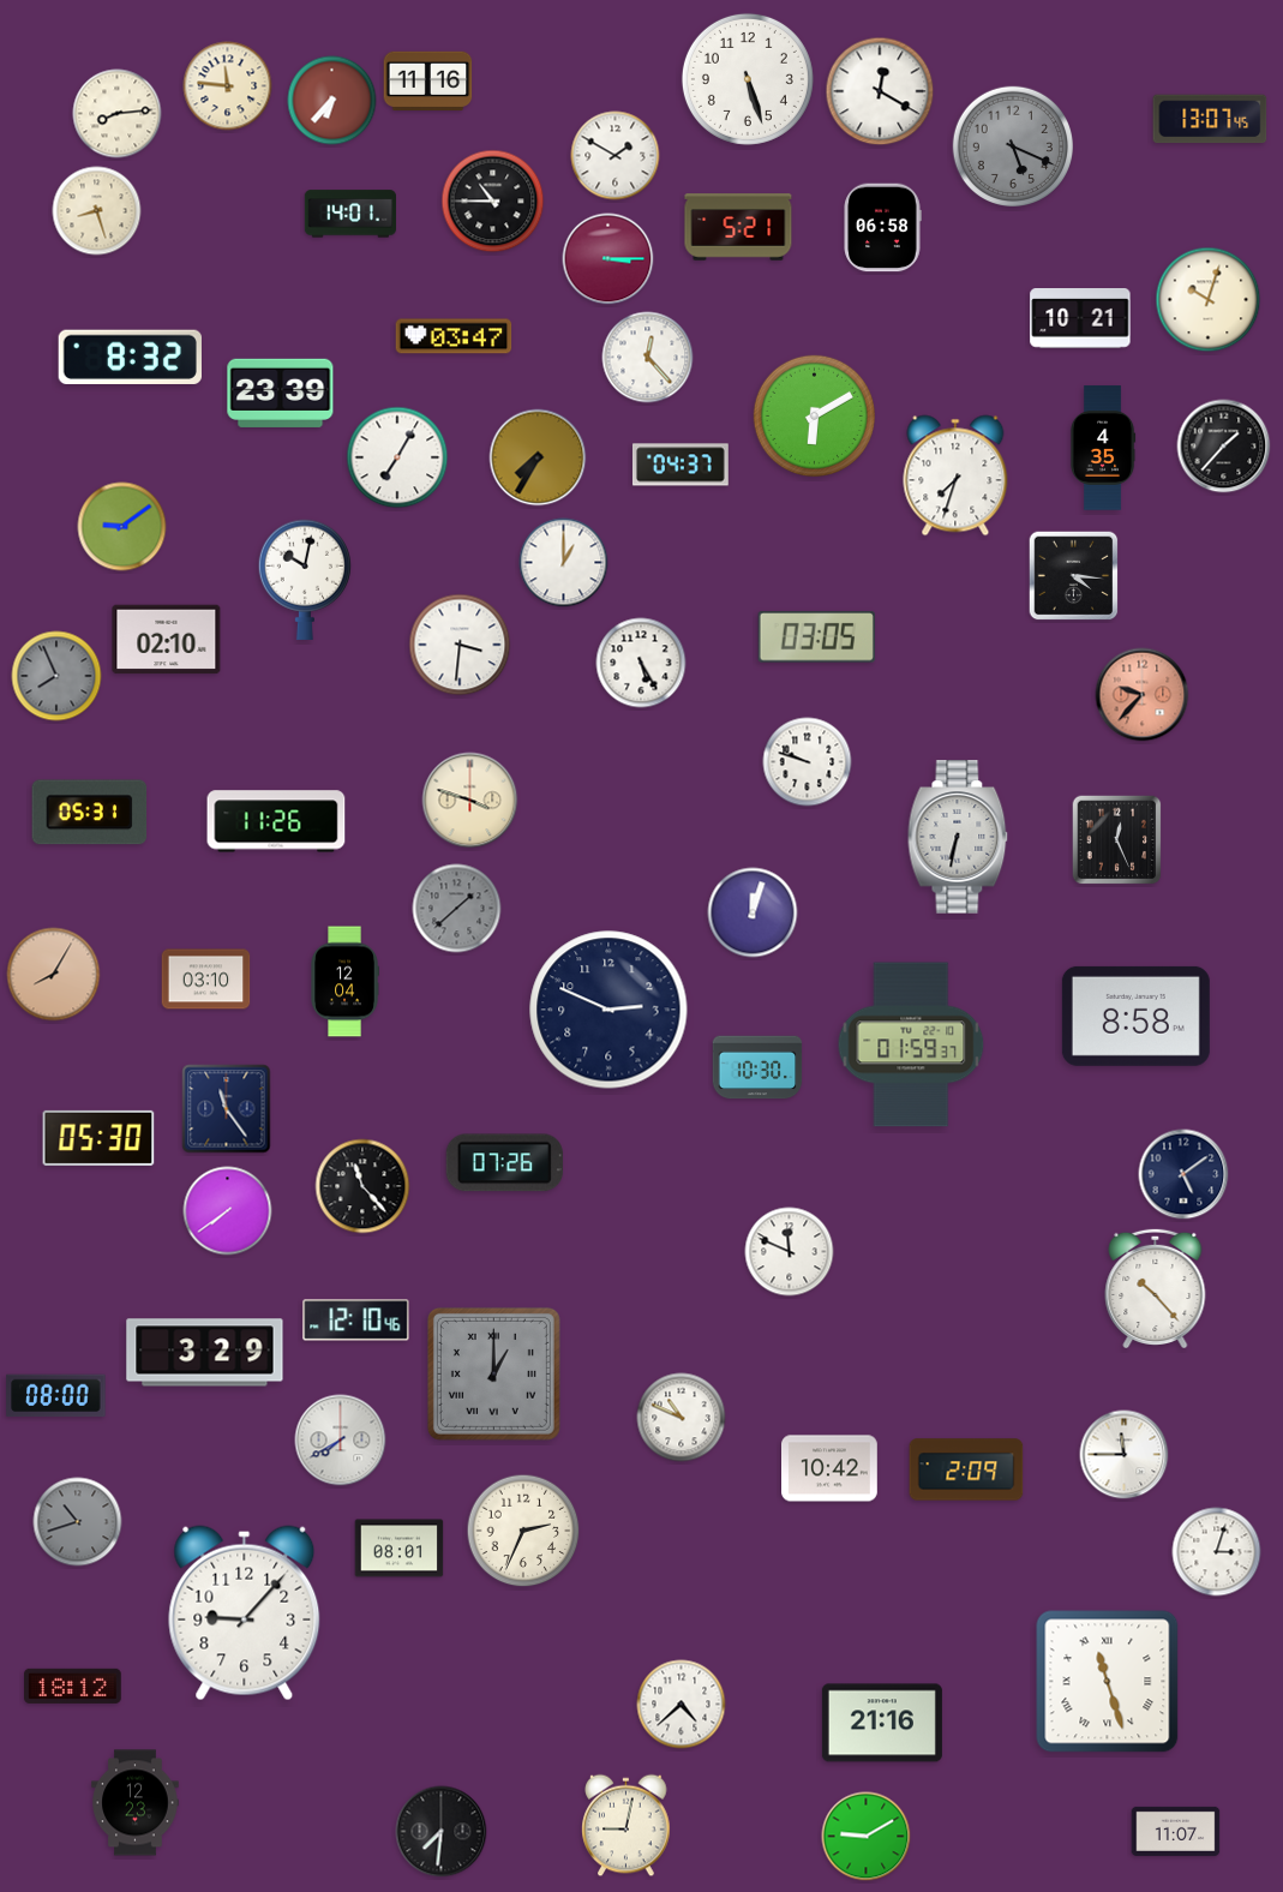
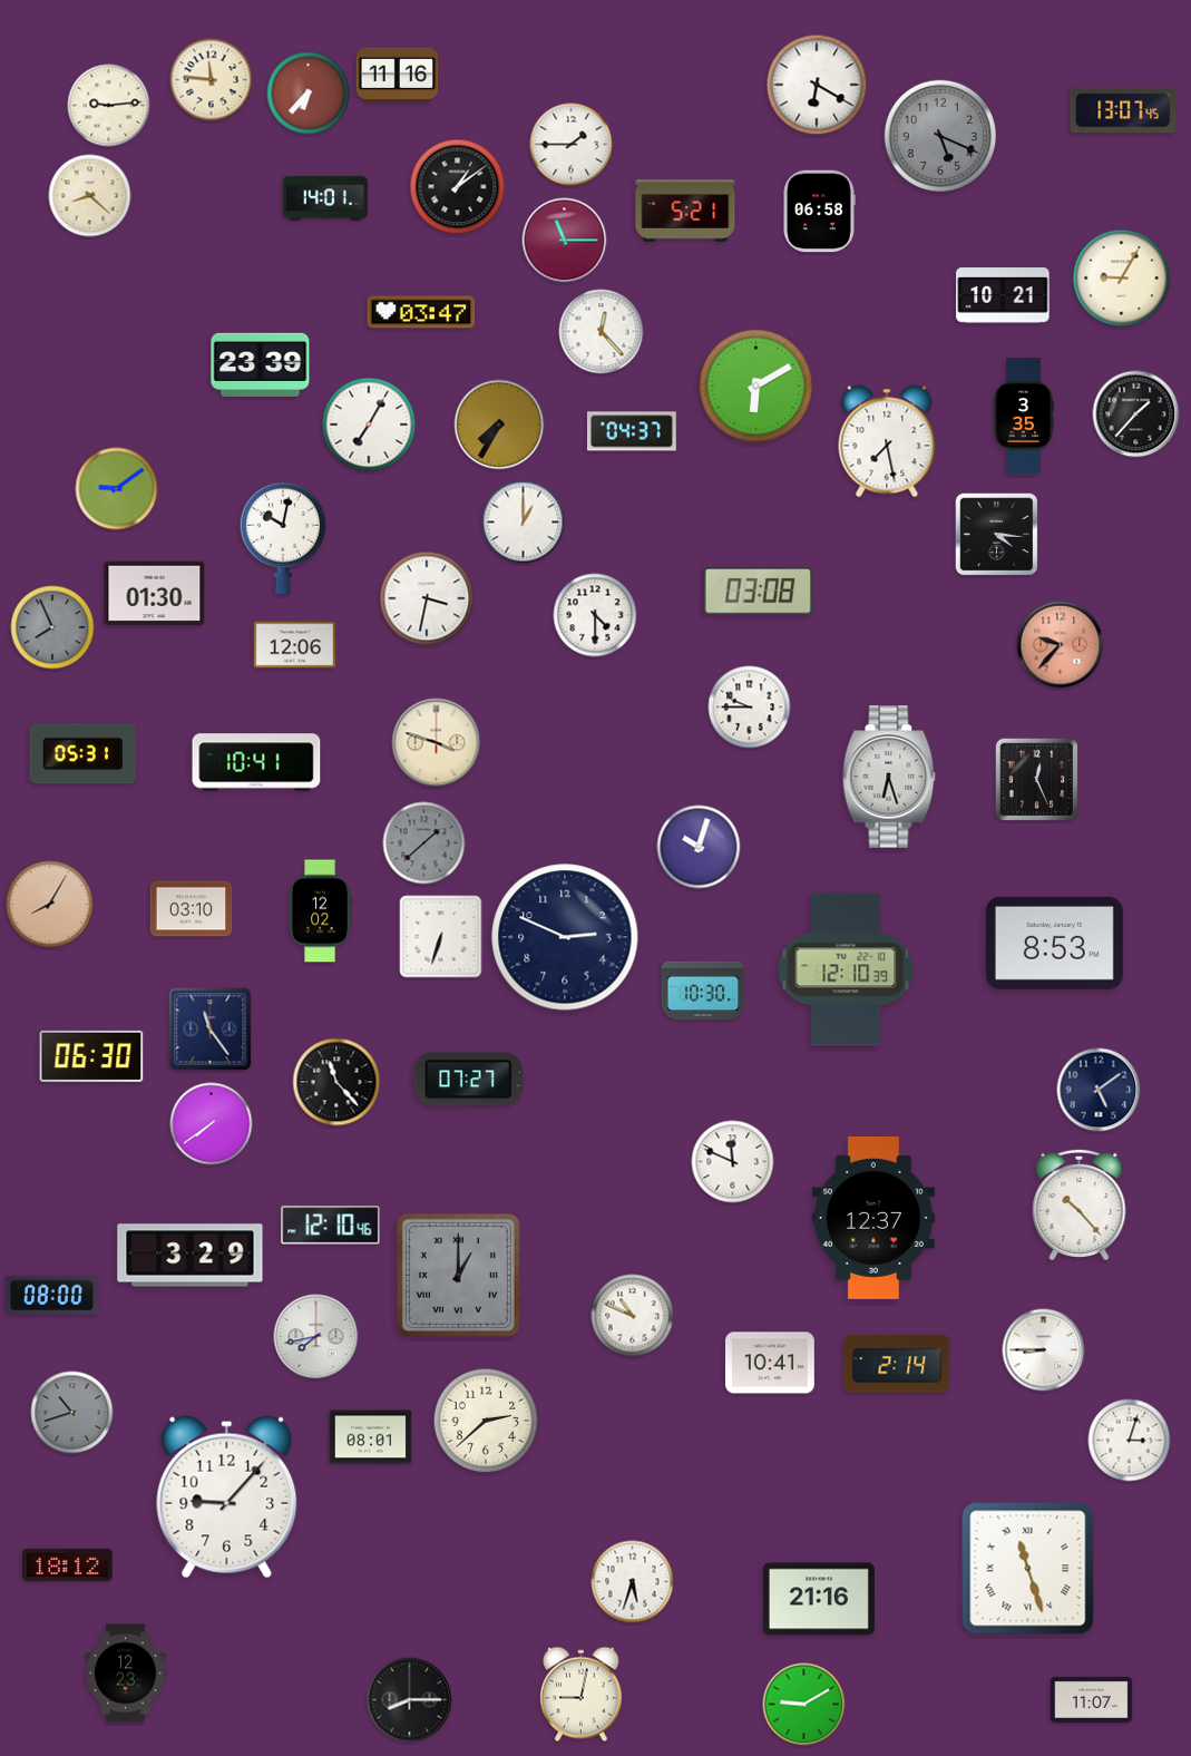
clock at (748, 79): 5:27 -> none
clock at (880, 91): 12:20 -> 6:20
clock at (118, 114): 8:14 -> 9:14
clock at (616, 156): 1:50 -> 1:45
clock at (493, 202): 10:45 -> 1:09
clock at (97, 211): 8:27 -> 8:22
clock at (608, 259): 3:15 -> 11:15
clock at (1209, 300): 10:03 -> 9:05
clock at (130, 357): 8:32 -> none
clock at (1103, 448): 4:35 -> 3:35
clock at (955, 475): 7:33 -> 7:28
clock at (122, 527) position: (122, 527) -> (117, 489)
clock at (816, 637): 03:05 -> 03:08
clock at (167, 640): 02:10 -> 01:30
clock at (460, 645): 3:31 -> 3:32
clock at (641, 663): 5:25 -> 4:30
clock at (295, 645): none -> 12:06
clock at (808, 762): 9:48 -> 9:45
clock at (276, 821): 11:26 -> 10:41
clock at (958, 837): 6:32 -> 6:27
clock at (753, 912): 12:03 -> 10:03
clock at (344, 982): 12:04 -> 12:02
clock at (441, 937): none -> 6:33
clock at (1135, 1016): 8:58 -> 8:53
clock at (911, 1044): 01:59 -> 12:10
clock at (98, 1138): 05:30 -> 06:30
clock at (504, 1163): 07:26 -> 07:27
clock at (362, 1186) position: (362, 1186) -> (336, 1082)
clock at (1156, 1287) position: (1156, 1287) -> (1080, 1203)
clock at (873, 1218): none -> 12:37
clock at (341, 1441): 7:40 -> 7:43
clock at (1125, 1455): 11:45 -> 8:45
clock at (831, 1468): 10:42 -> 10:41
clock at (966, 1469): 2:09 -> 2:14
clock at (523, 1531): 2:34 -> 2:38
clock at (1108, 1682) position: (1108, 1682) -> (1028, 1569)
clock at (682, 1705): 4:38 -> 5:33
clock at (442, 1832): 7:31 -> 8:15
